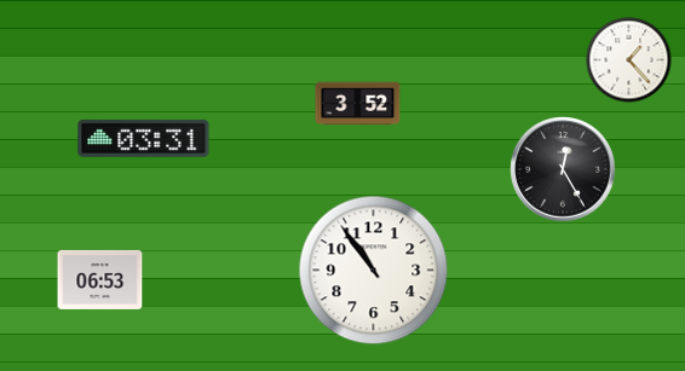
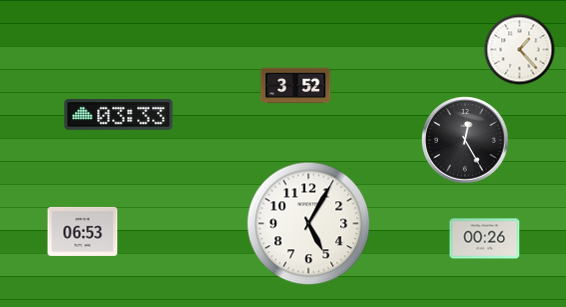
clock at (144, 138): 03:31 -> 03:33
clock at (374, 271): 10:54 -> 5:05
clock at (485, 239): none -> 00:26
